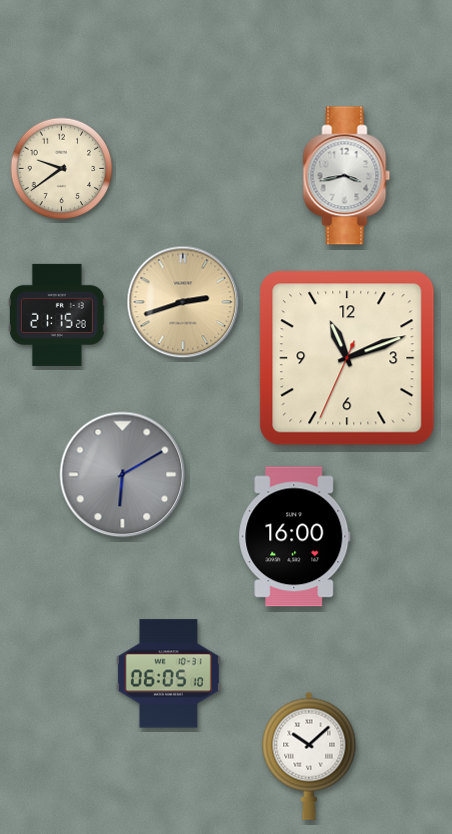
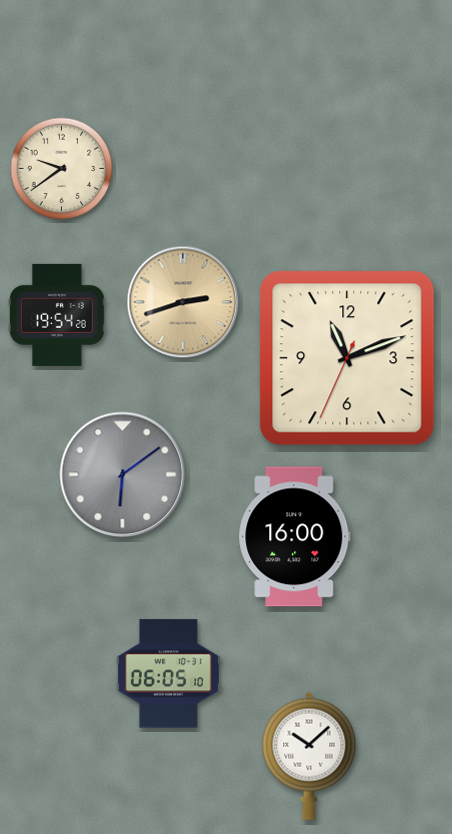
clock at (347, 176): 3:43 -> none
clock at (57, 315): 21:15 -> 19:54
clock at (123, 475): 6:10 -> 6:09
